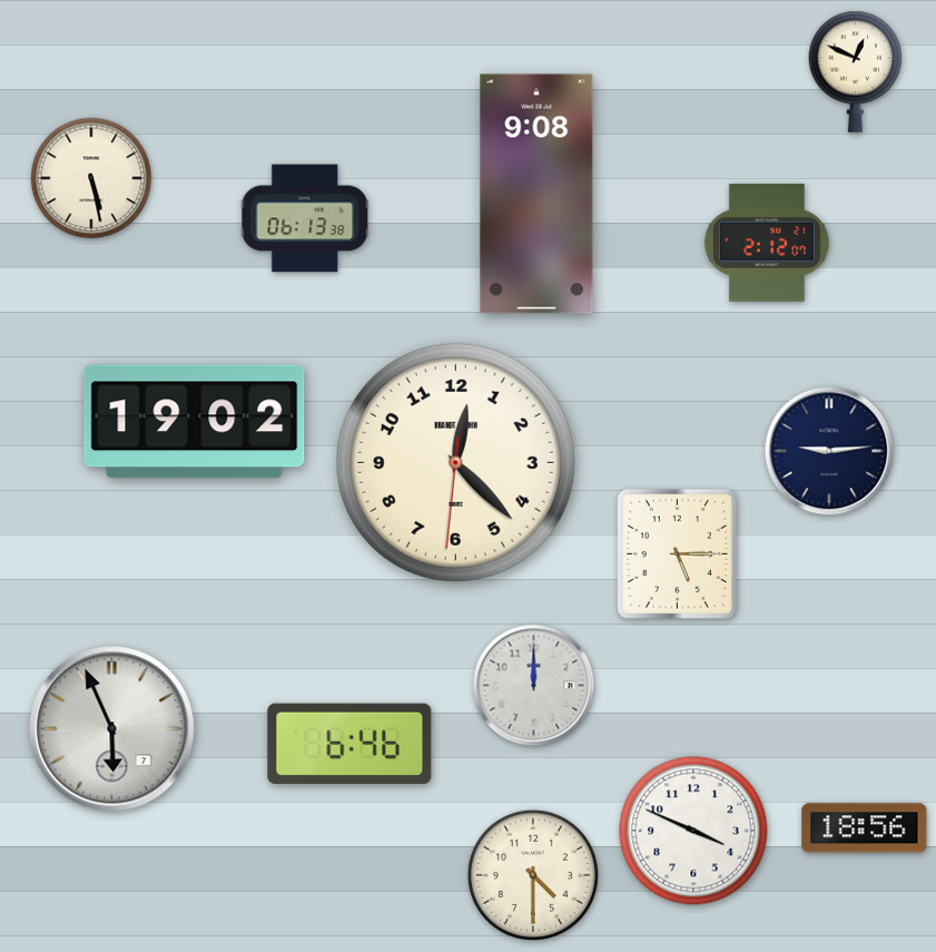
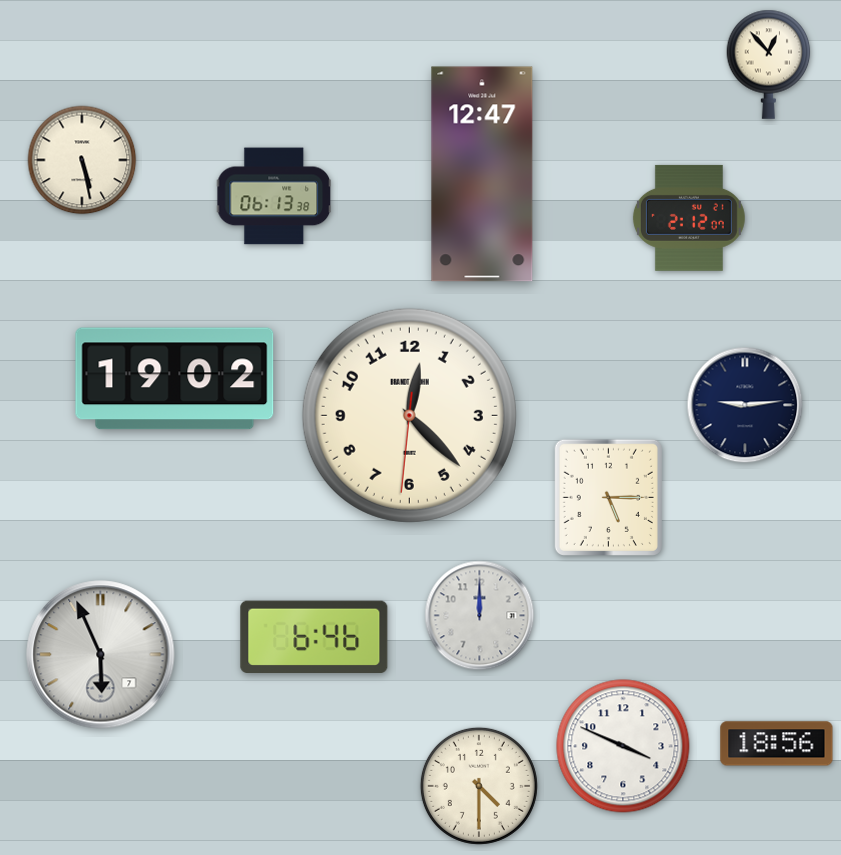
clock at (856, 71): 12:49 -> 12:53
clock at (536, 194): 9:08 -> 12:47
clock at (349, 743) position: (349, 743) -> (314, 636)
